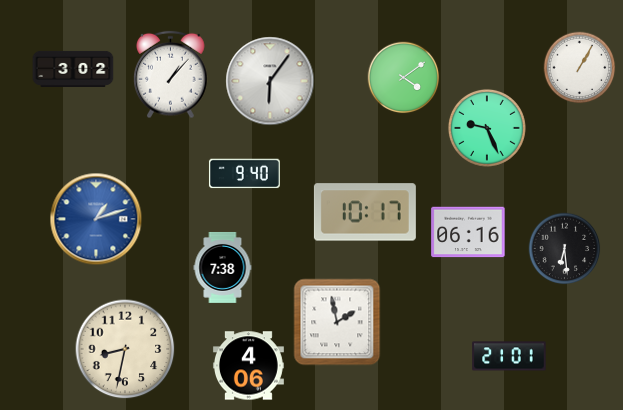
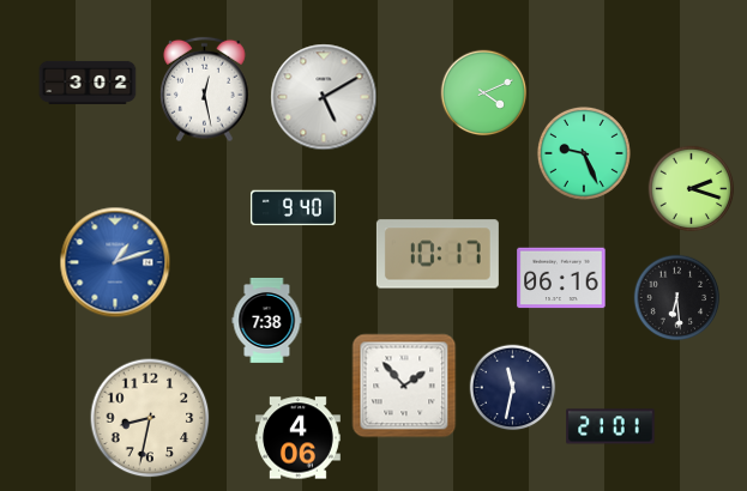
clock at (580, 68): 1:05 -> none
clock at (171, 75): 1:07 -> 12:28
clock at (404, 78): 4:09 -> 4:11
clock at (270, 81): 6:06 -> 5:10
clock at (692, 189): none -> 2:18
clock at (337, 322): 1:58 -> 1:53
clock at (513, 388): none -> 11:32
